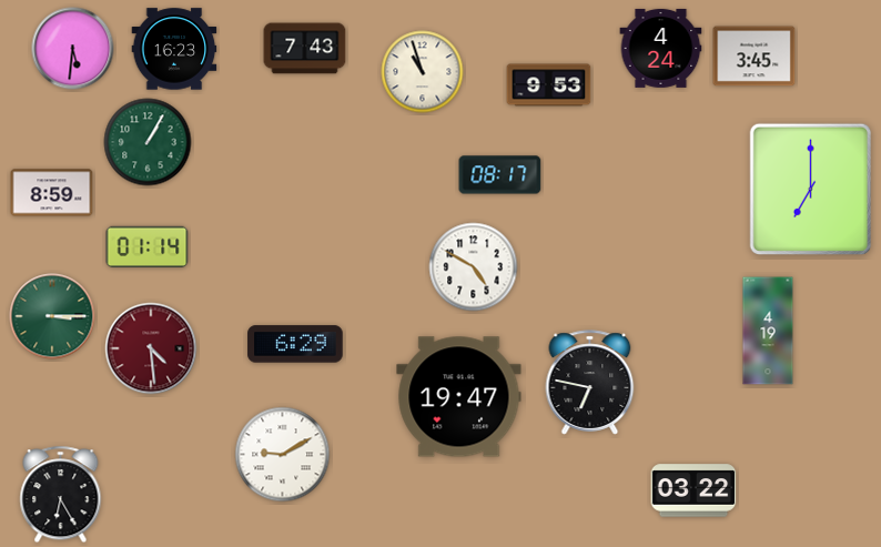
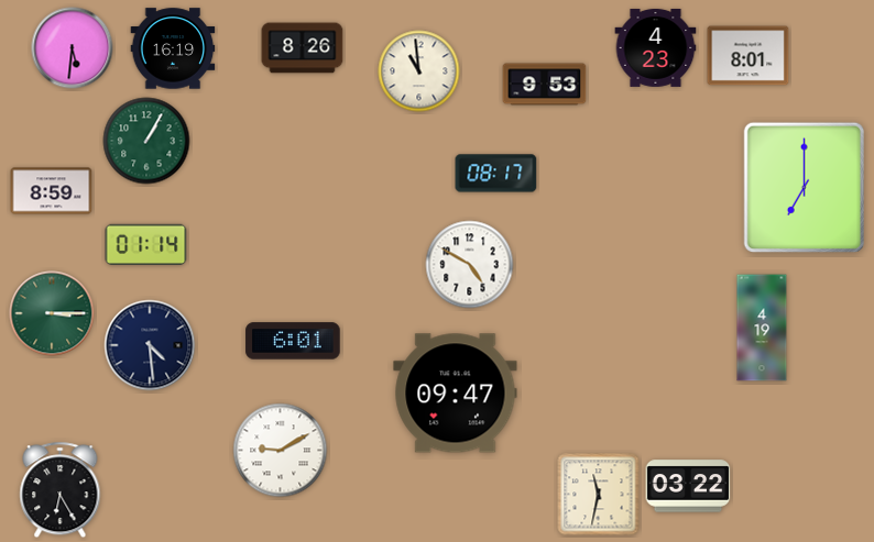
clock at (661, 48): 4:24 -> 4:23
clock at (174, 49): 16:23 -> 16:19
clock at (305, 49): 7:43 -> 8:26
clock at (755, 57): 3:45 -> 8:01
clock at (423, 72): 10:57 -> 10:59
clock at (295, 344): 6:29 -> 6:01
clock at (151, 348) dial: burgundy -> navy
clock at (590, 383): 6:47 -> none
clock at (459, 397): 19:47 -> 09:47
clock at (599, 495): none -> 11:32
